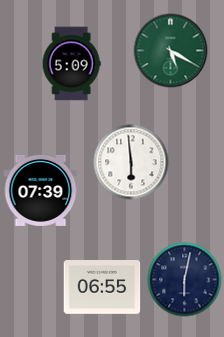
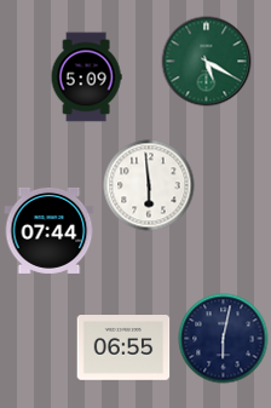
clock at (131, 162) position: (131, 162) -> (149, 185)
clock at (41, 190): 07:39 -> 07:44
